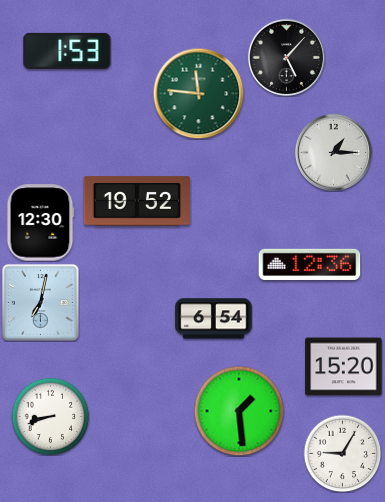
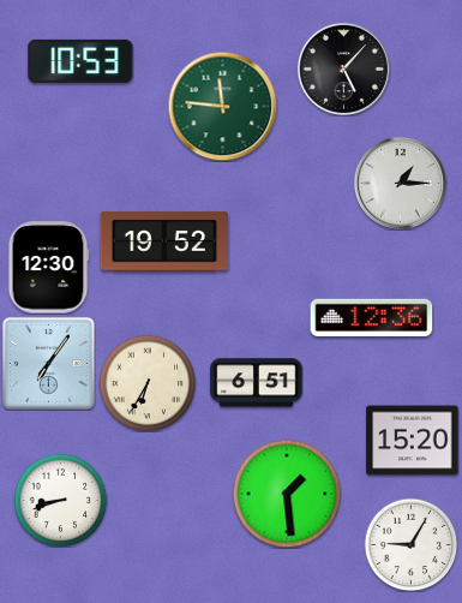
clock at (67, 51): 1:53 -> 10:53
clock at (198, 93) position: (198, 93) -> (222, 106)
clock at (40, 302): 7:02 -> 7:06
clock at (148, 383): none -> 6:35
clock at (214, 319): 6:54 -> 6:51
